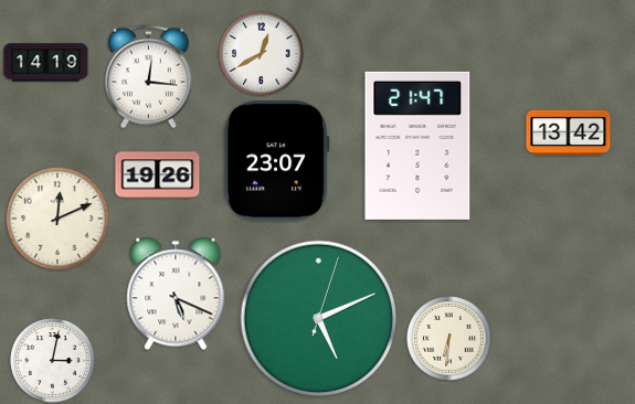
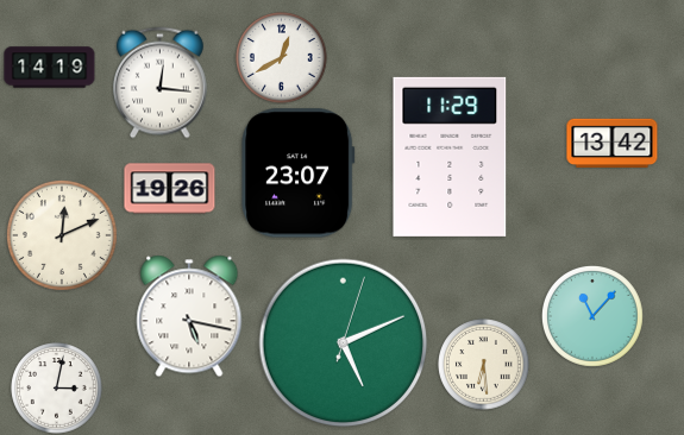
clock at (417, 146): 21:47 -> 11:29
clock at (176, 294): 5:19 -> 5:17
clock at (592, 317): none -> 11:07
clock at (449, 339): 6:31 -> 6:29
